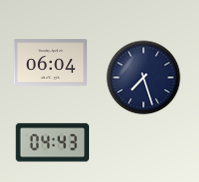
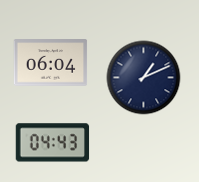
clock at (144, 78): 7:27 -> 1:11
